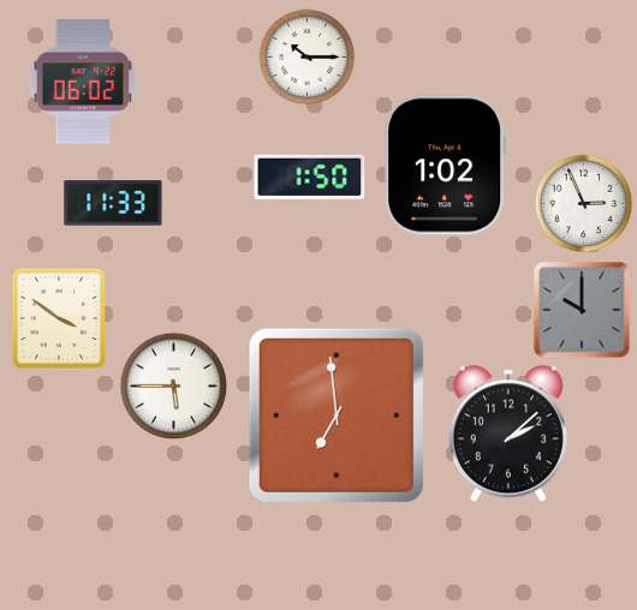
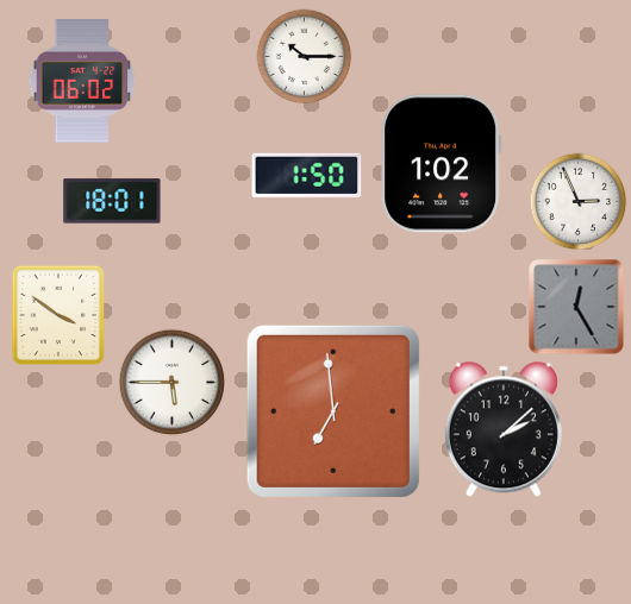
clock at (113, 203): 11:33 -> 18:01
clock at (582, 310): 10:00 -> 12:25
